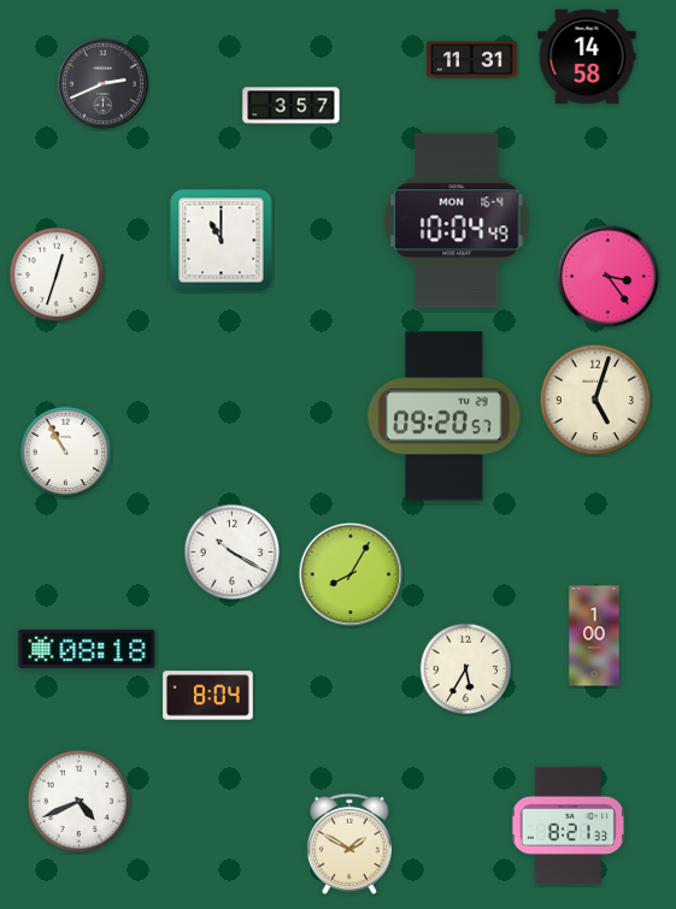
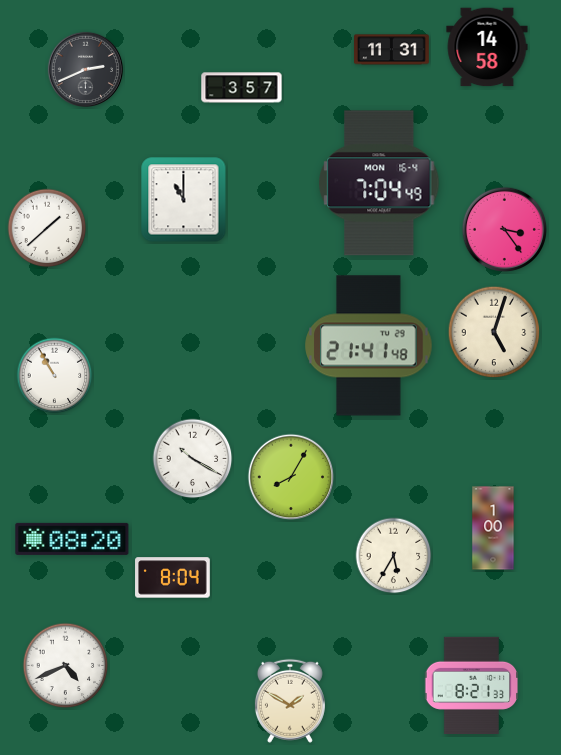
clock at (457, 220): 10:04 -> 7:04
clock at (57, 275): 12:33 -> 1:38
clock at (445, 417): 09:20 -> 21:41
clock at (87, 649): 08:18 -> 08:20
clock at (466, 669) position: (466, 669) -> (394, 556)
